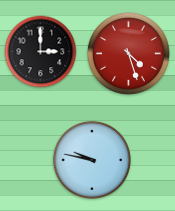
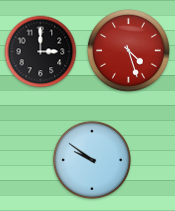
clock at (129, 54) position: (129, 54) -> (129, 51)
clock at (92, 160): 9:47 -> 9:51
